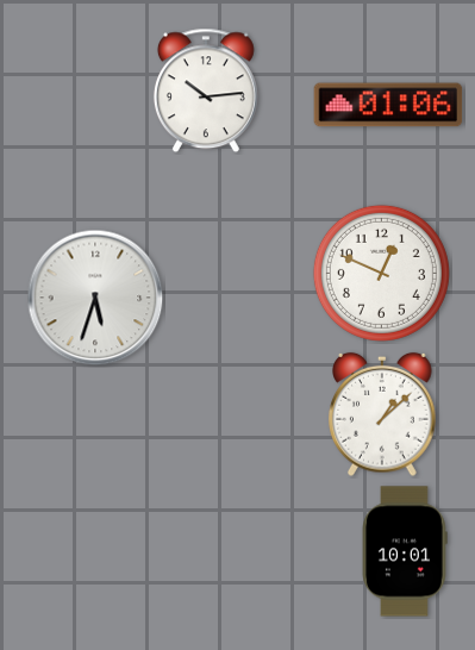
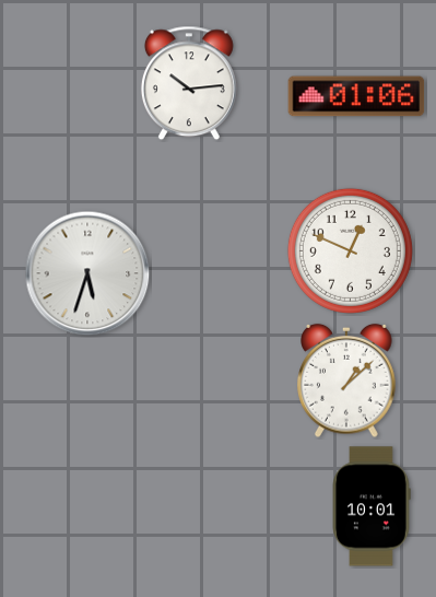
clock at (382, 414) position: (382, 414) -> (346, 381)
